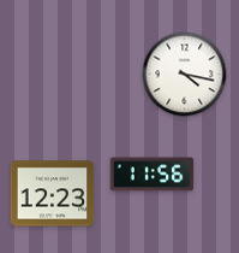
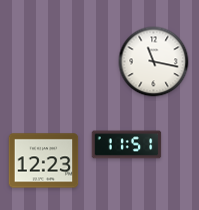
clock at (185, 75): 4:17 -> 11:17
clock at (153, 175): 11:56 -> 11:51
